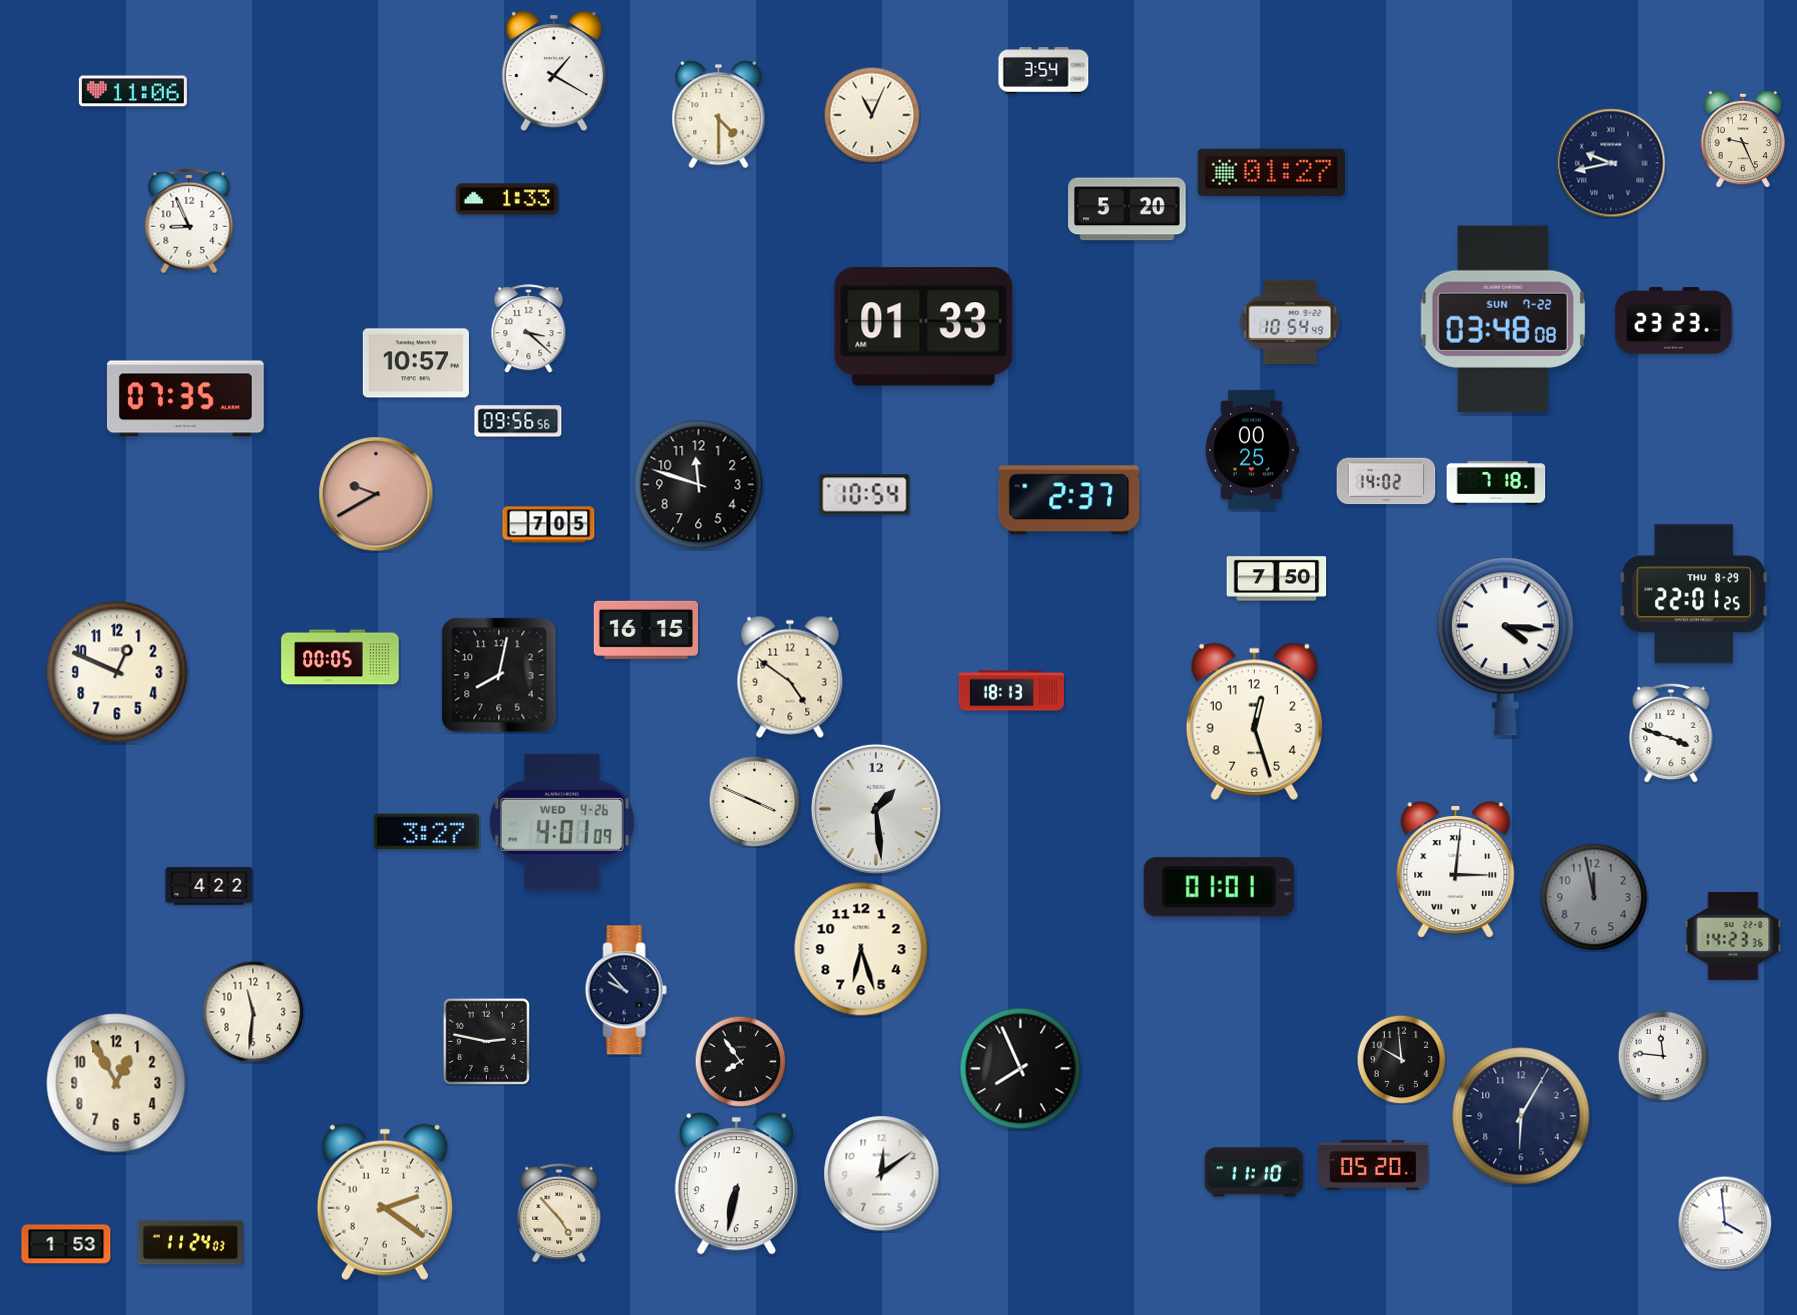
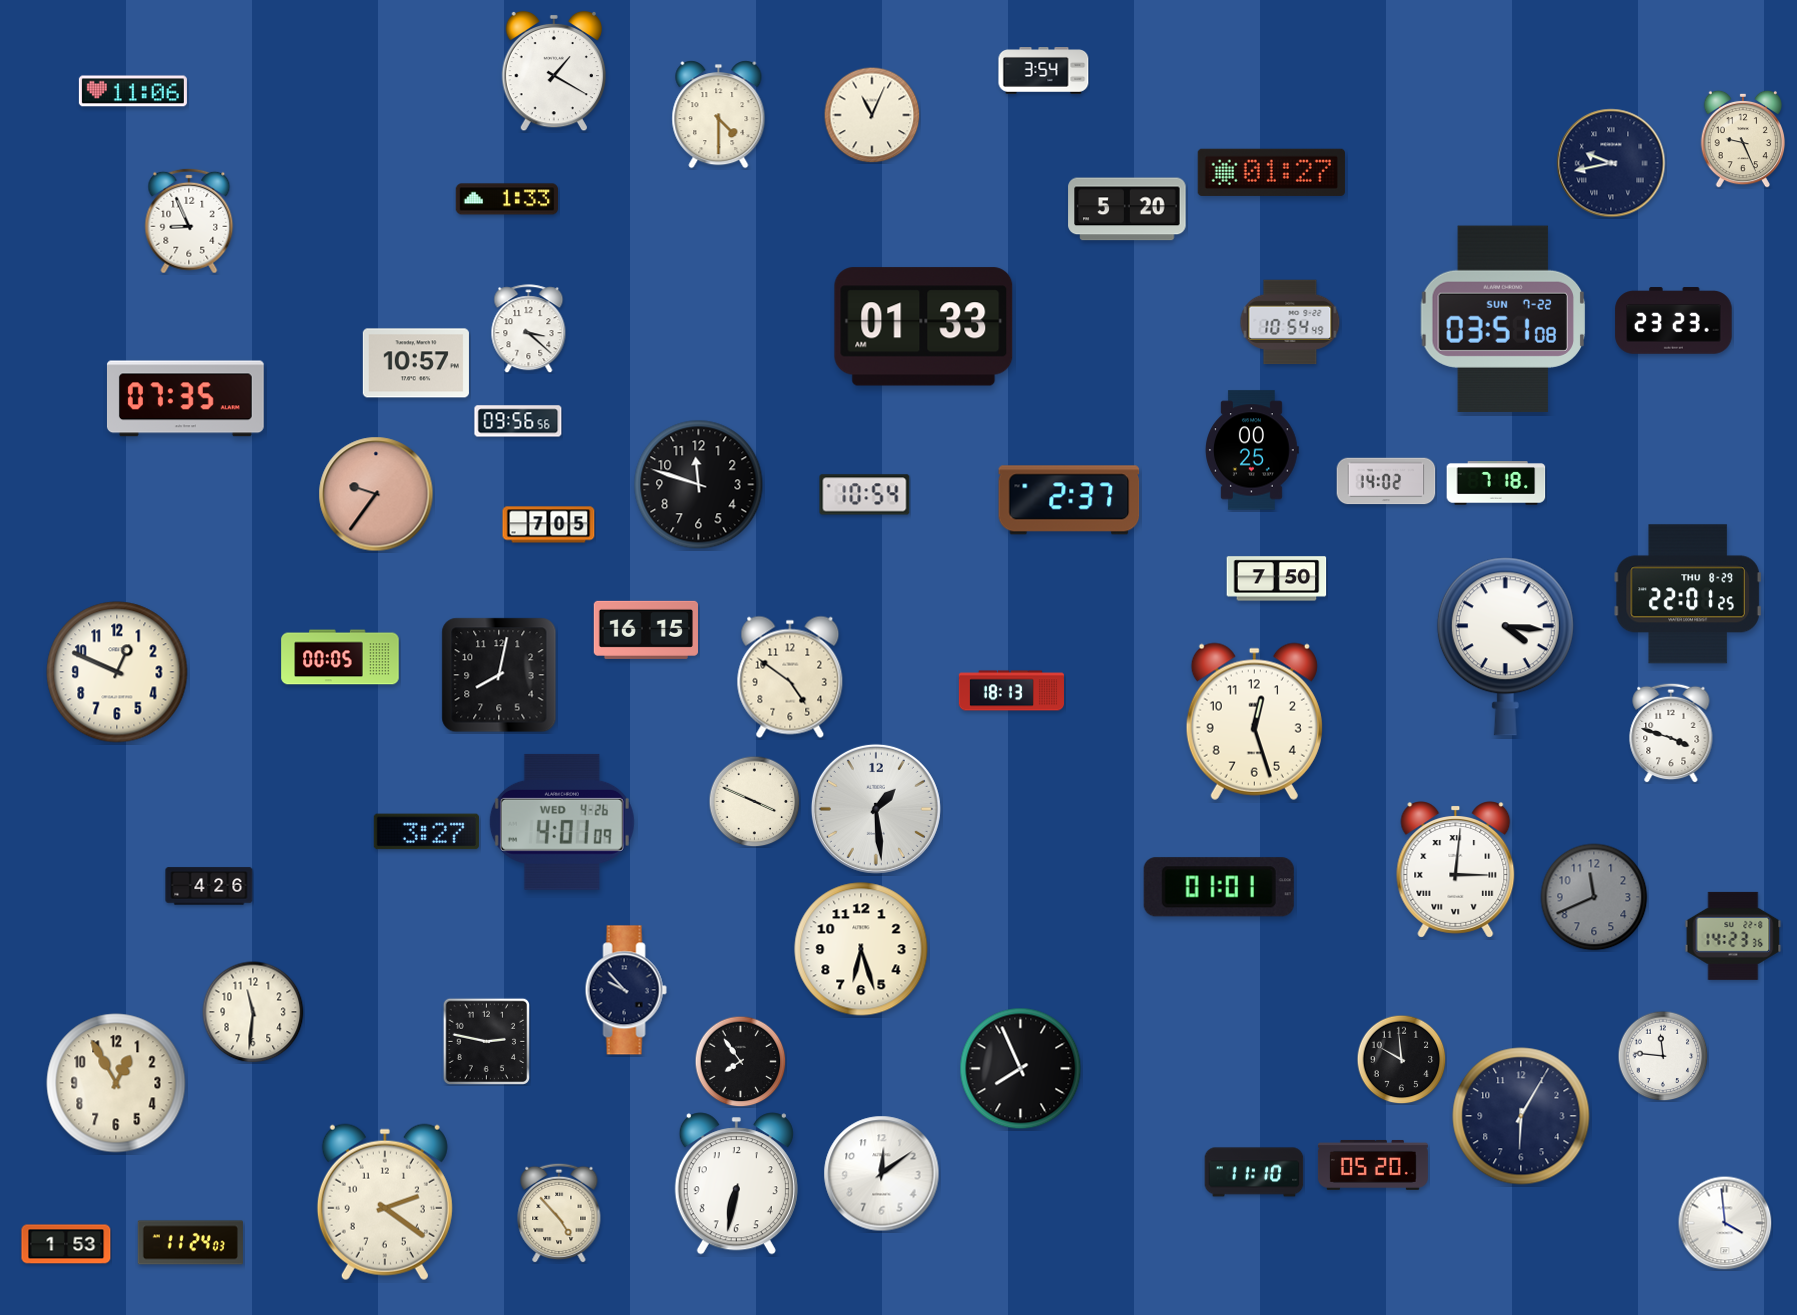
clock at (1503, 318): 03:48 -> 03:51
clock at (376, 494): 9:40 -> 9:36
clock at (1694, 594) position: (1694, 594) -> (1688, 594)
clock at (209, 886): 4:22 -> 4:26
clock at (1594, 897): 11:58 -> 11:41
